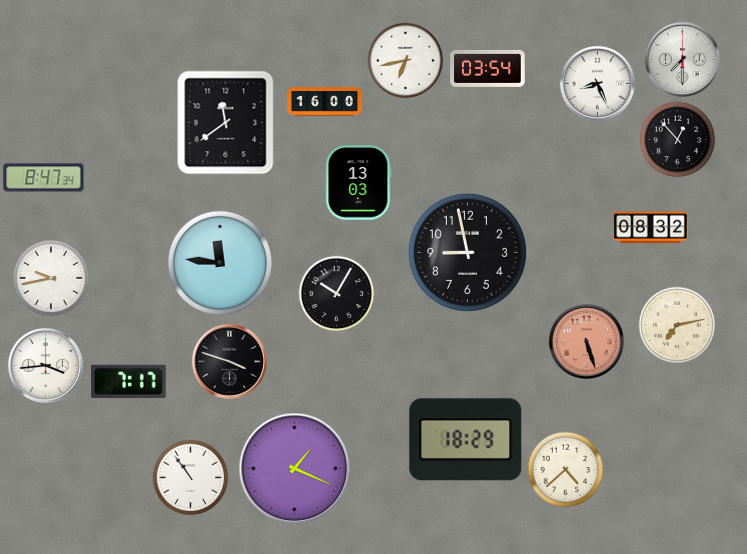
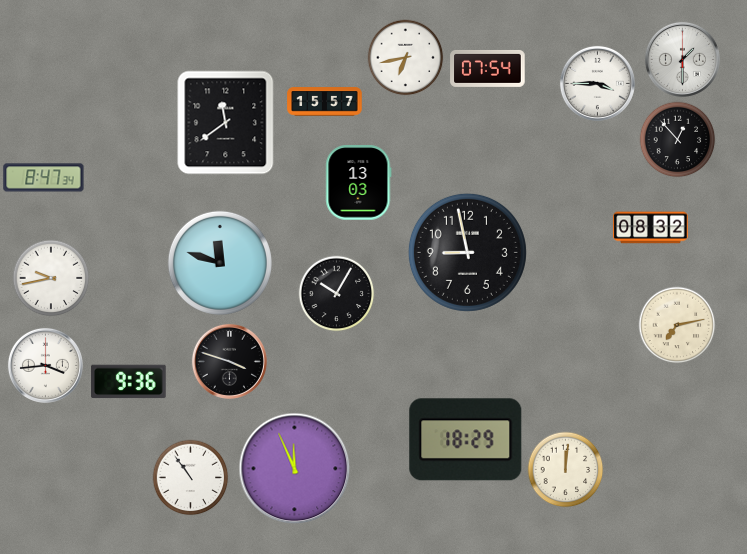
clock at (682, 59): 7:30 -> 1:30
clock at (406, 61) position: (406, 61) -> (406, 58)
clock at (488, 68): 03:54 -> 07:54
clock at (597, 83): 8:26 -> 3:45
clock at (325, 102): 16:00 -> 15:57
clock at (220, 263): 11:46 -> 11:48
clock at (586, 341): 5:27 -> none
clock at (129, 382): 7:17 -> 9:36
clock at (295, 469): 1:19 -> 11:56
clock at (566, 470): 4:38 -> 12:01
